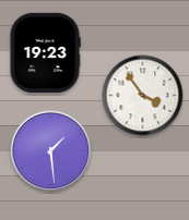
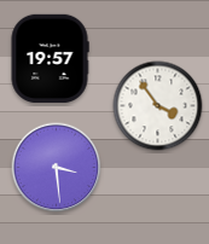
clock at (45, 53): 19:23 -> 19:57
clock at (51, 151): 1:29 -> 3:29
